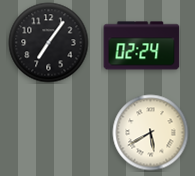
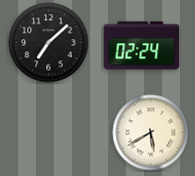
clock at (49, 43): 7:06 -> 7:08
